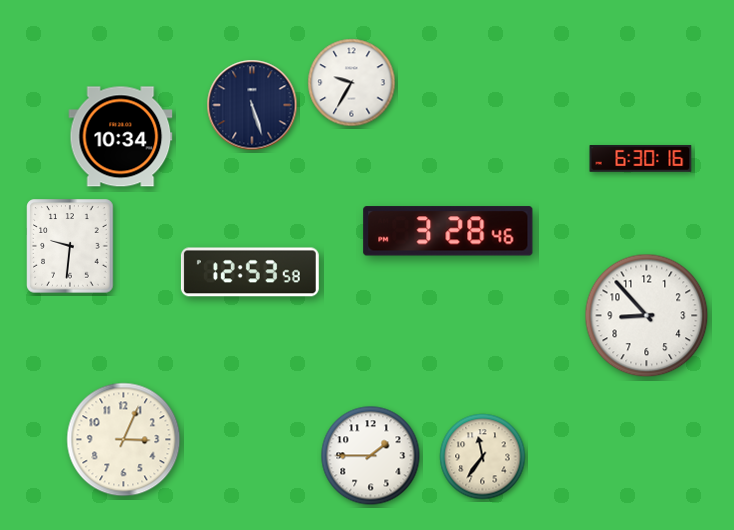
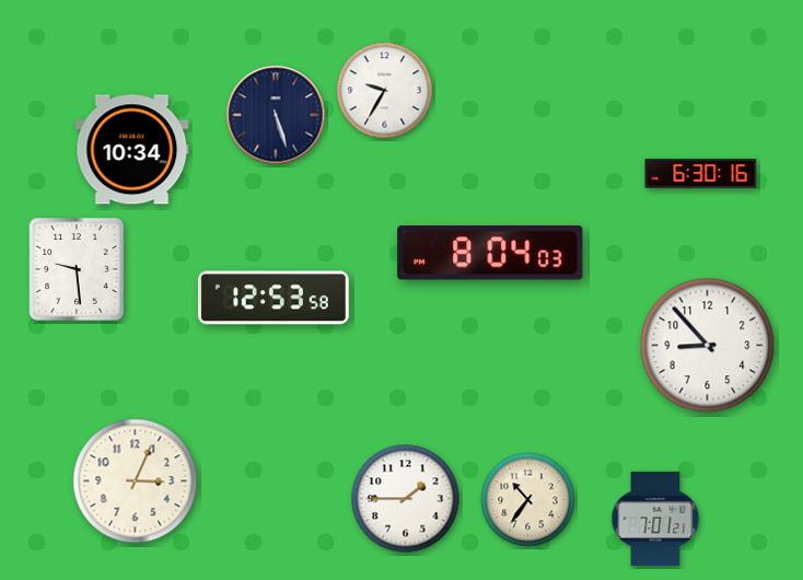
clock at (448, 231): 3:28 -> 8:04
clock at (70, 246): 9:31 -> 9:29
clock at (483, 457): 11:36 -> 10:36
clock at (655, 519): none -> 7:01
